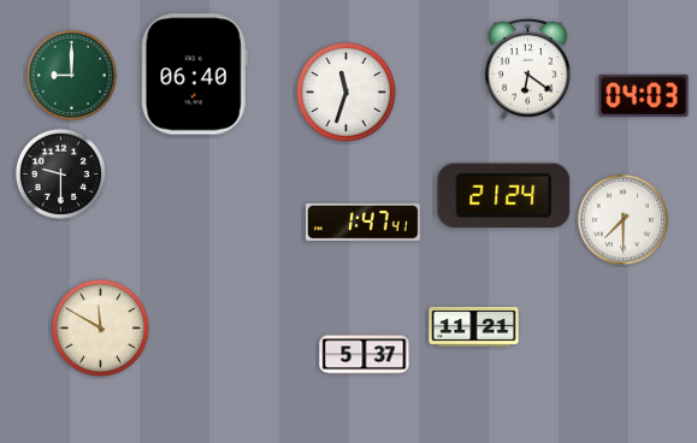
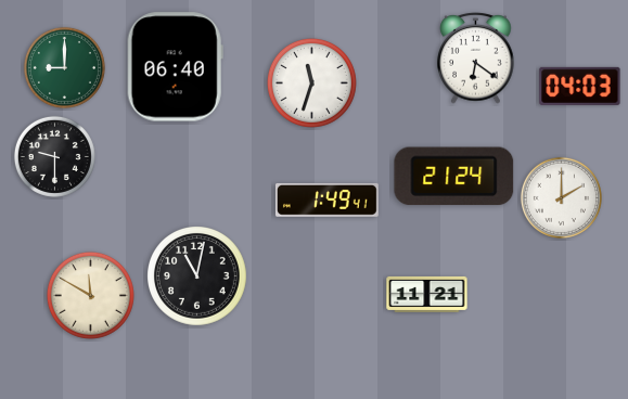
clock at (528, 69) position: (528, 69) -> (476, 57)
clock at (622, 219): 7:30 -> 2:00
clock at (362, 221): 1:47 -> 1:49
clock at (197, 276): none -> 11:02
clock at (365, 355): 5:37 -> none
